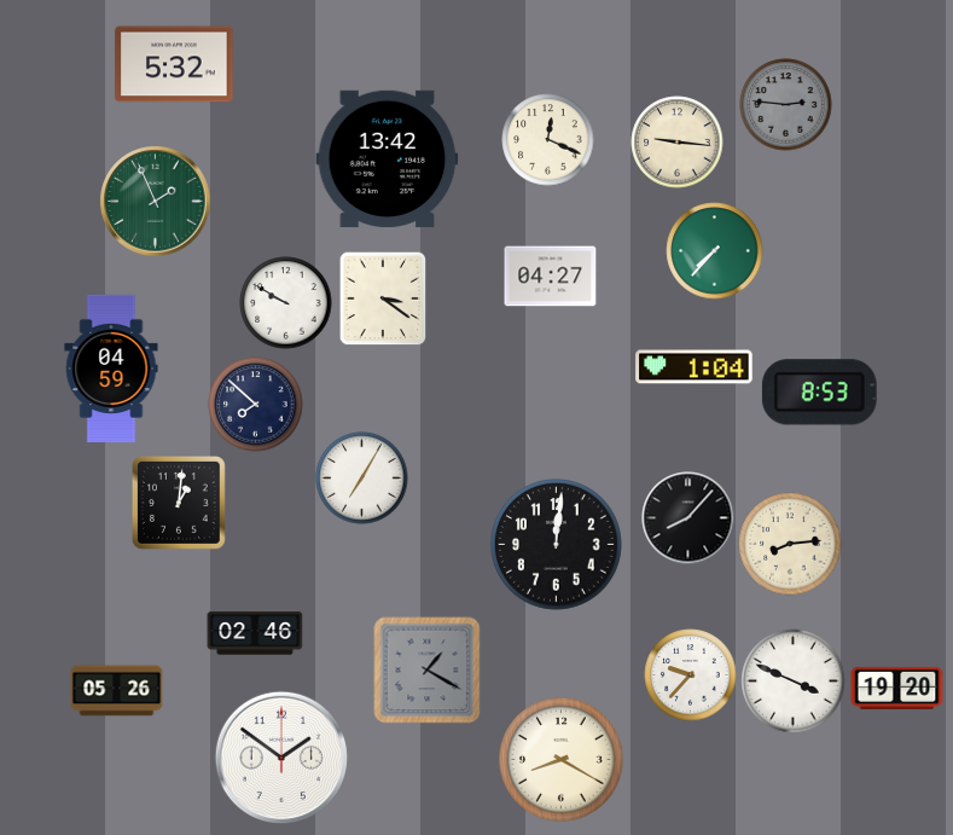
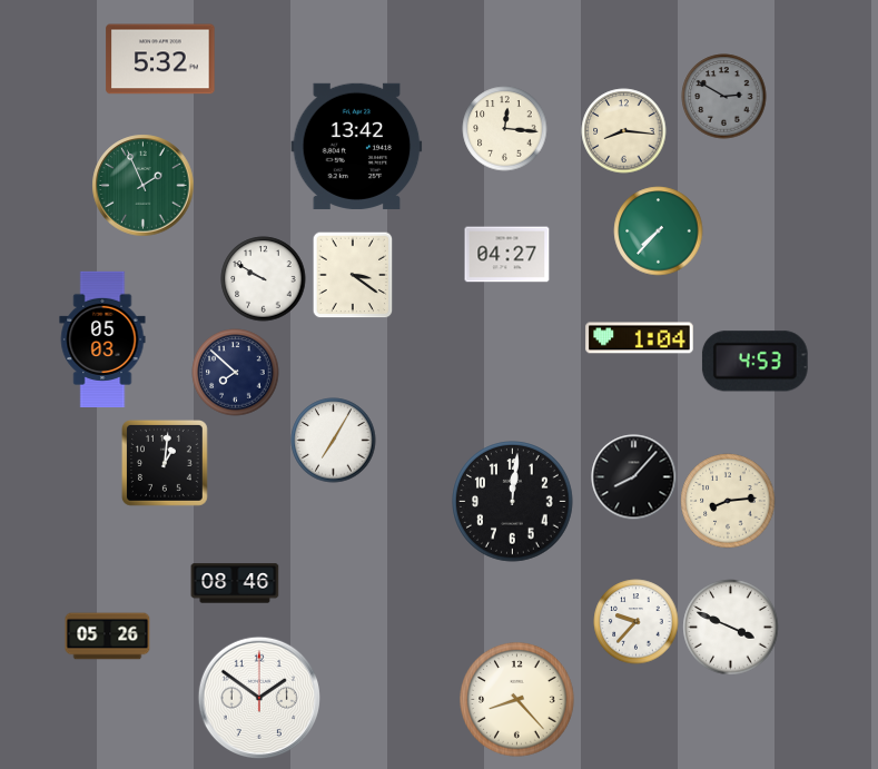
clock at (786, 105): 2:46 -> 2:50
clock at (548, 140): 12:19 -> 12:16
clock at (678, 143): 9:16 -> 8:16
clock at (111, 367): 04:59 -> 05:03
clock at (819, 393): 8:53 -> 4:53
clock at (255, 633): 02:46 -> 08:46
clock at (428, 671): 1:20 -> none
clock at (897, 688): 19:20 -> none
clock at (562, 760): 8:20 -> 8:23
